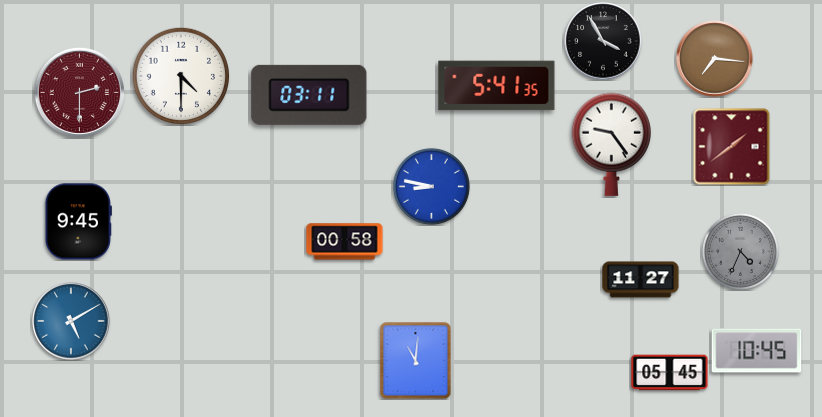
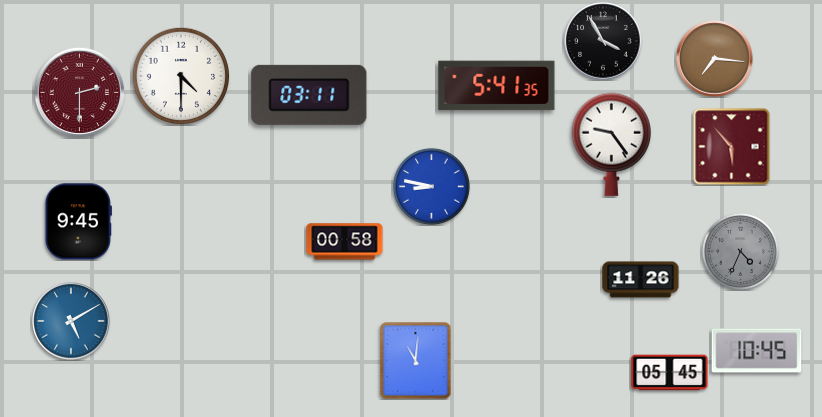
clock at (732, 147): 1:39 -> 5:53
clock at (641, 280): 11:27 -> 11:26
